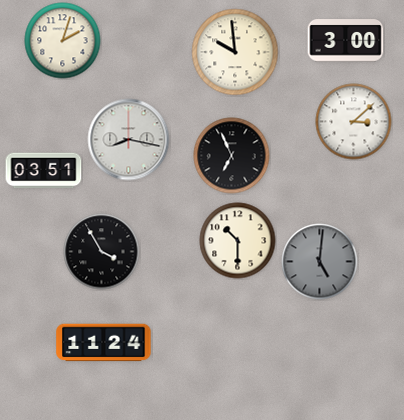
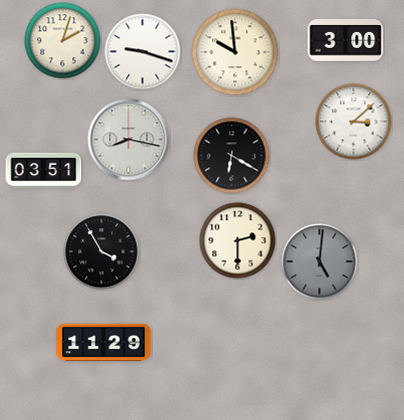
clock at (143, 52): none -> 9:18
clock at (232, 156): 6:56 -> 6:20
clock at (238, 241): 10:30 -> 2:30
clock at (104, 343): 11:24 -> 11:29
